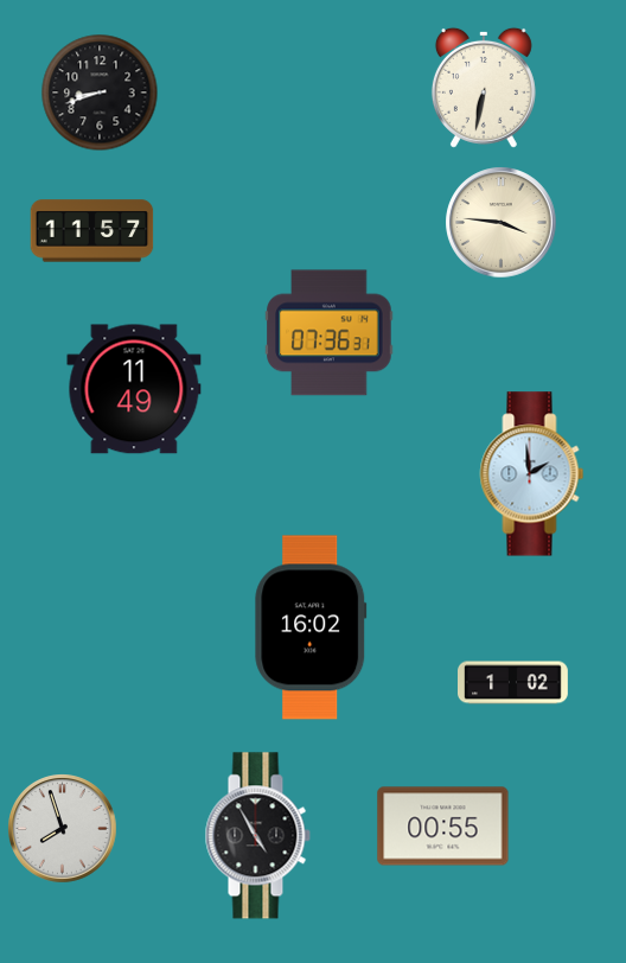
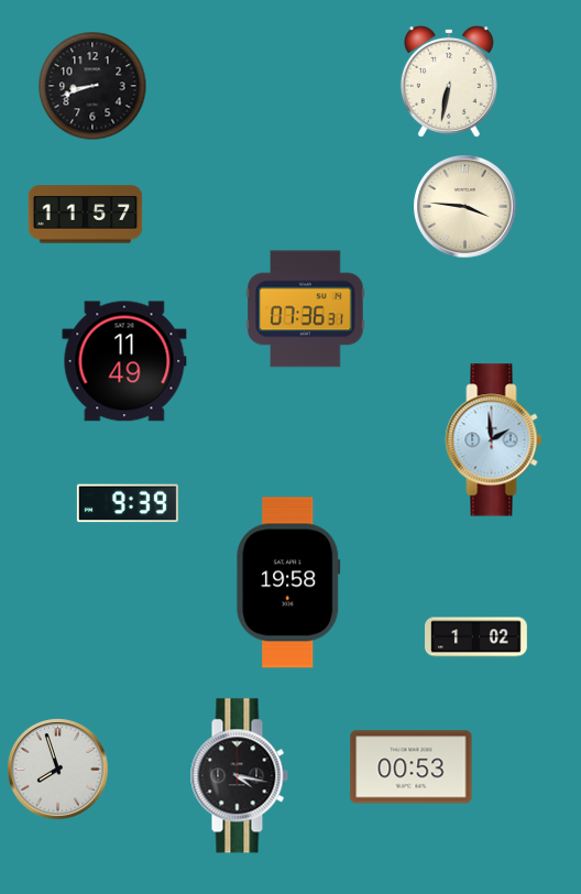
clock at (128, 503): none -> 9:39
clock at (311, 627): 16:02 -> 19:58
clock at (513, 683) position: (513, 683) -> (476, 637)
clock at (443, 827): 00:55 -> 00:53
clock at (257, 836): 4:55 -> 4:17
